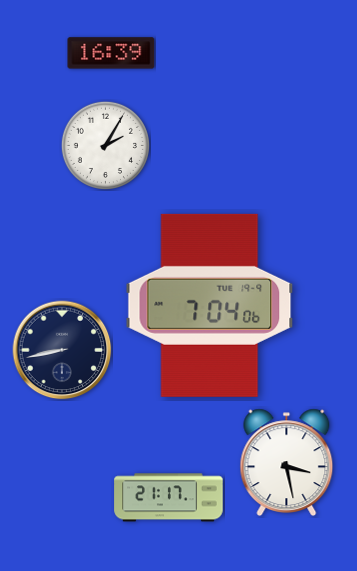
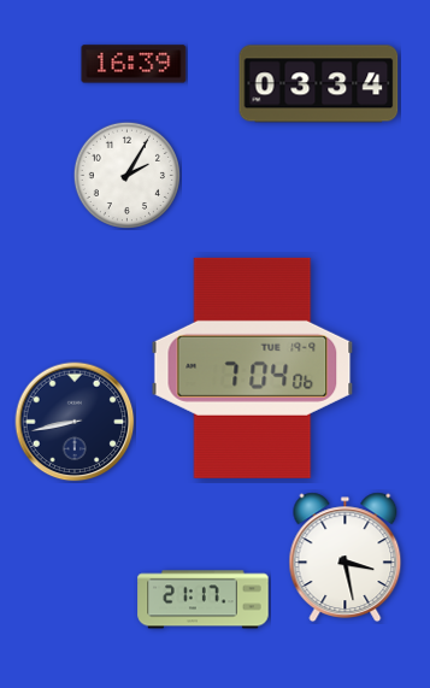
clock at (319, 84): none -> 03:34
